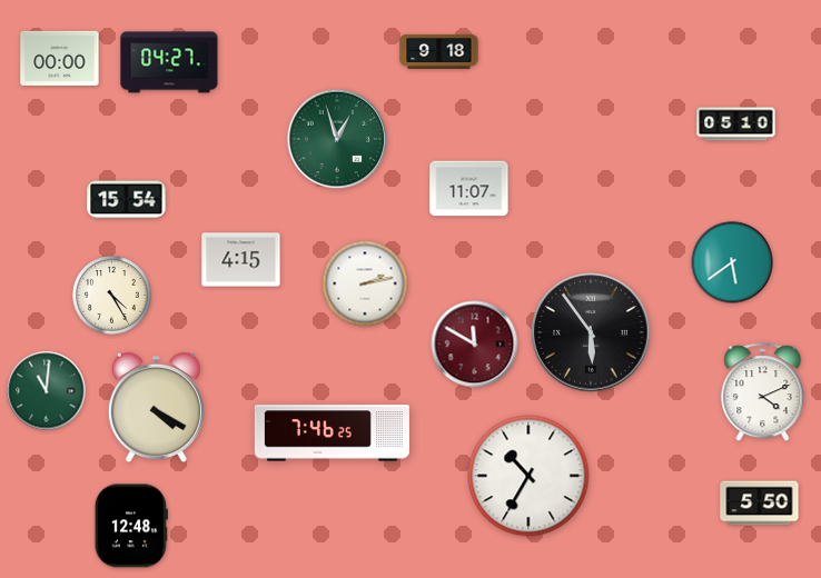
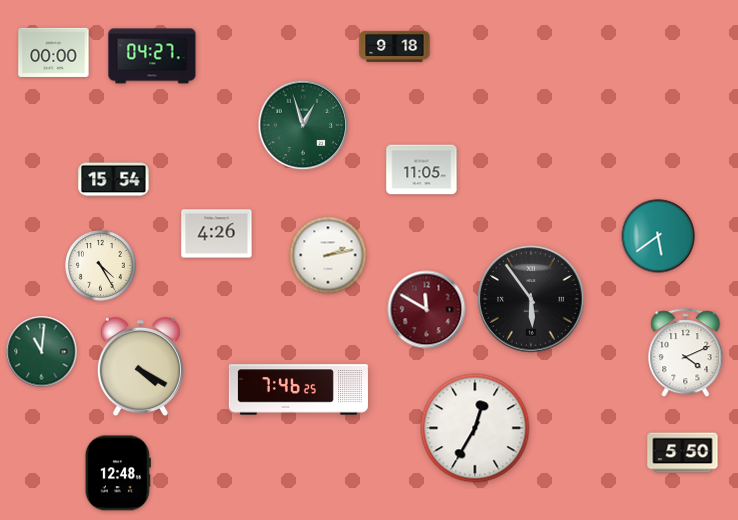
clock at (736, 124): 05:10 -> none
clock at (469, 189): 11:07 -> 11:05
clock at (241, 260): 4:15 -> 4:26
clock at (528, 476): 10:35 -> 12:35
